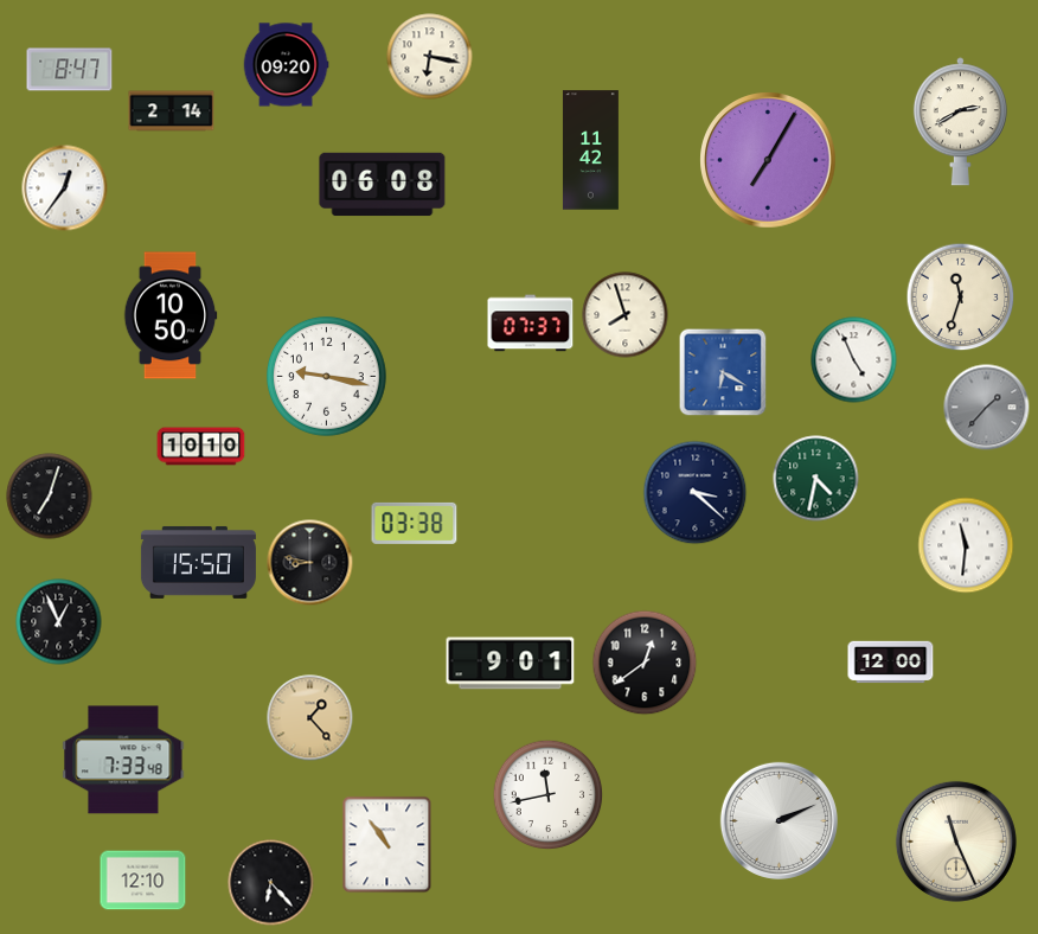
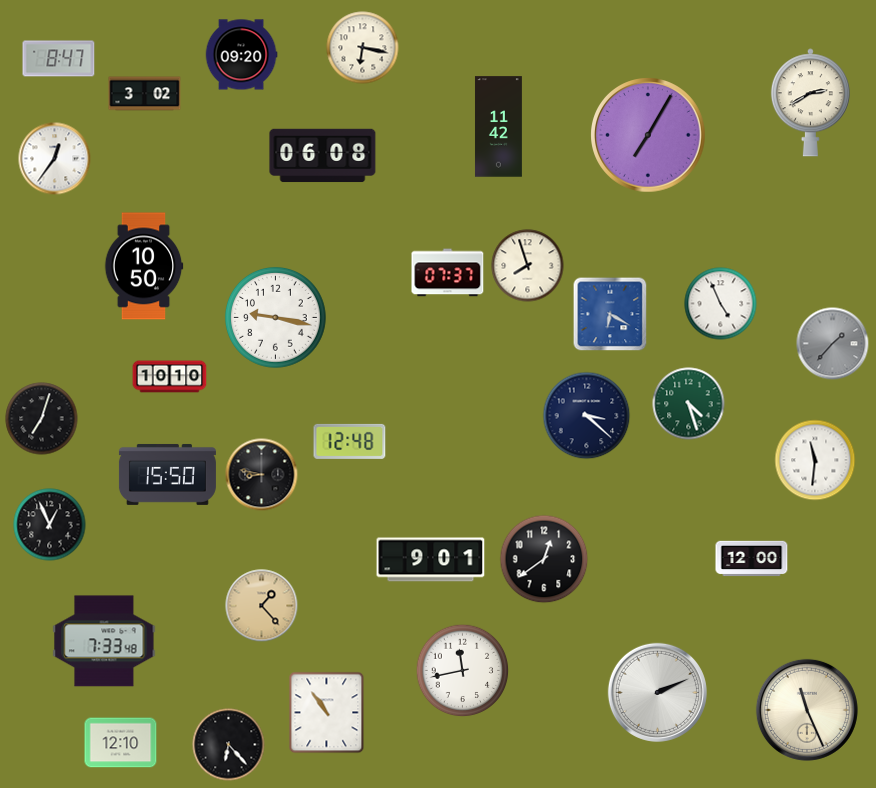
clock at (172, 111): 2:14 -> 3:02
clock at (961, 298): 11:33 -> none
clock at (816, 479): 4:32 -> 4:27
clock at (415, 523): 03:38 -> 12:48
